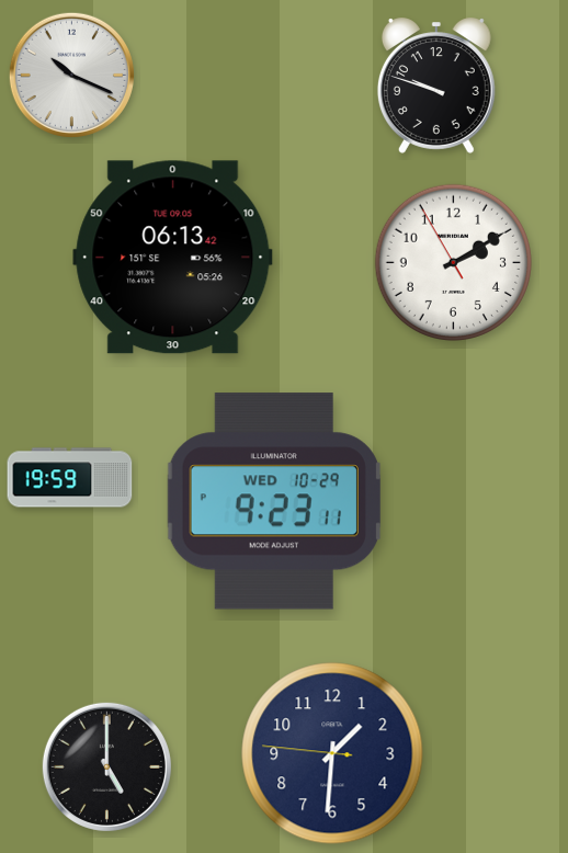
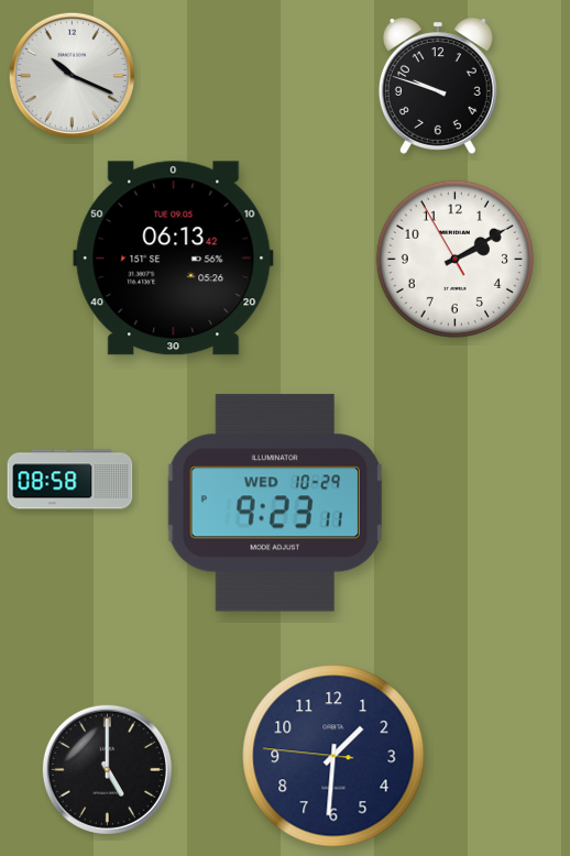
clock at (453, 262) position: (453, 262) -> (454, 259)
clock at (70, 478): 19:59 -> 08:58
